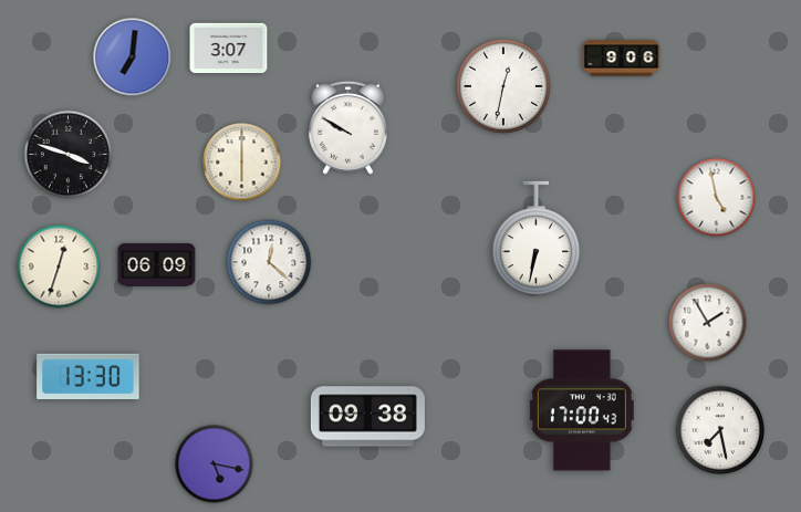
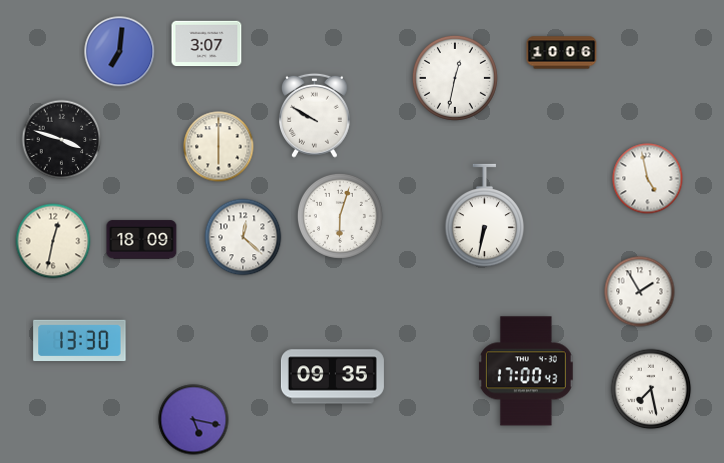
clock at (622, 59): 9:06 -> 10:06
clock at (340, 216): none -> 6:03
clock at (157, 265): 06:09 -> 18:09
clock at (59, 267): 12:33 -> 12:32
clock at (367, 417): 09:38 -> 09:35
